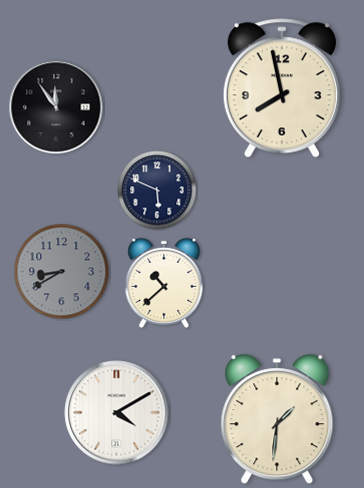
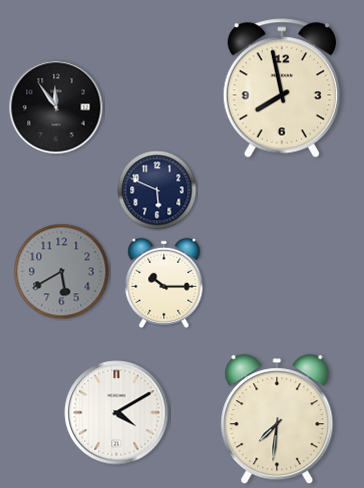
clock at (62, 272): 8:40 -> 5:40
clock at (164, 283): 10:38 -> 10:15
clock at (277, 420): 1:31 -> 7:31
